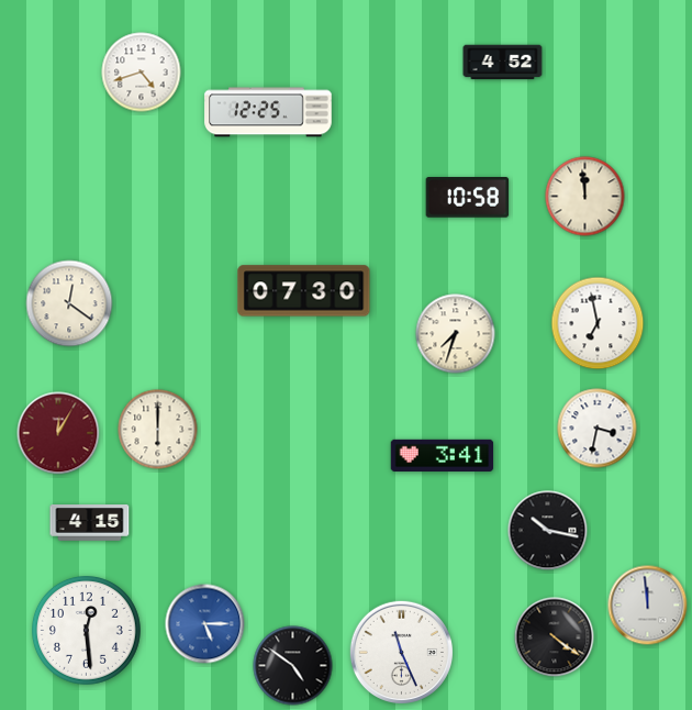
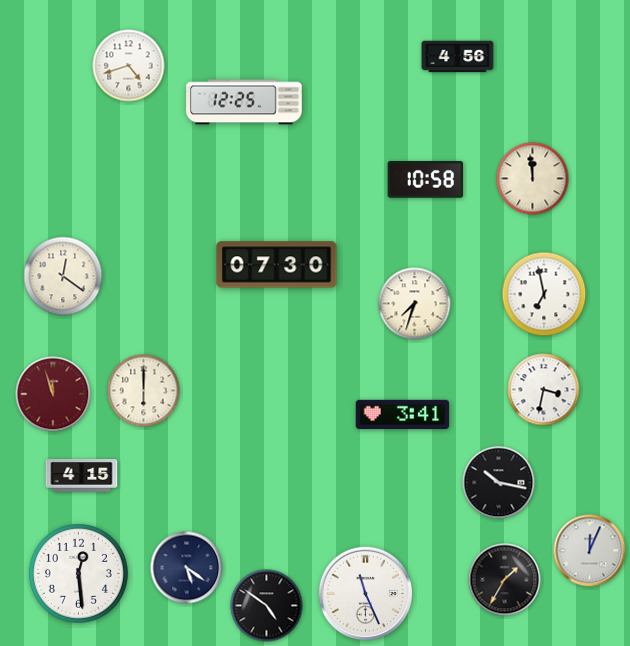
clock at (503, 63): 4:52 -> 4:56
clock at (58, 433): 12:05 -> 11:57
clock at (648, 606): 11:59 -> 12:04
clock at (205, 624): 5:15 -> 5:21
clock at (205, 624) dial: blue -> navy
clock at (555, 637): 4:21 -> 1:35
